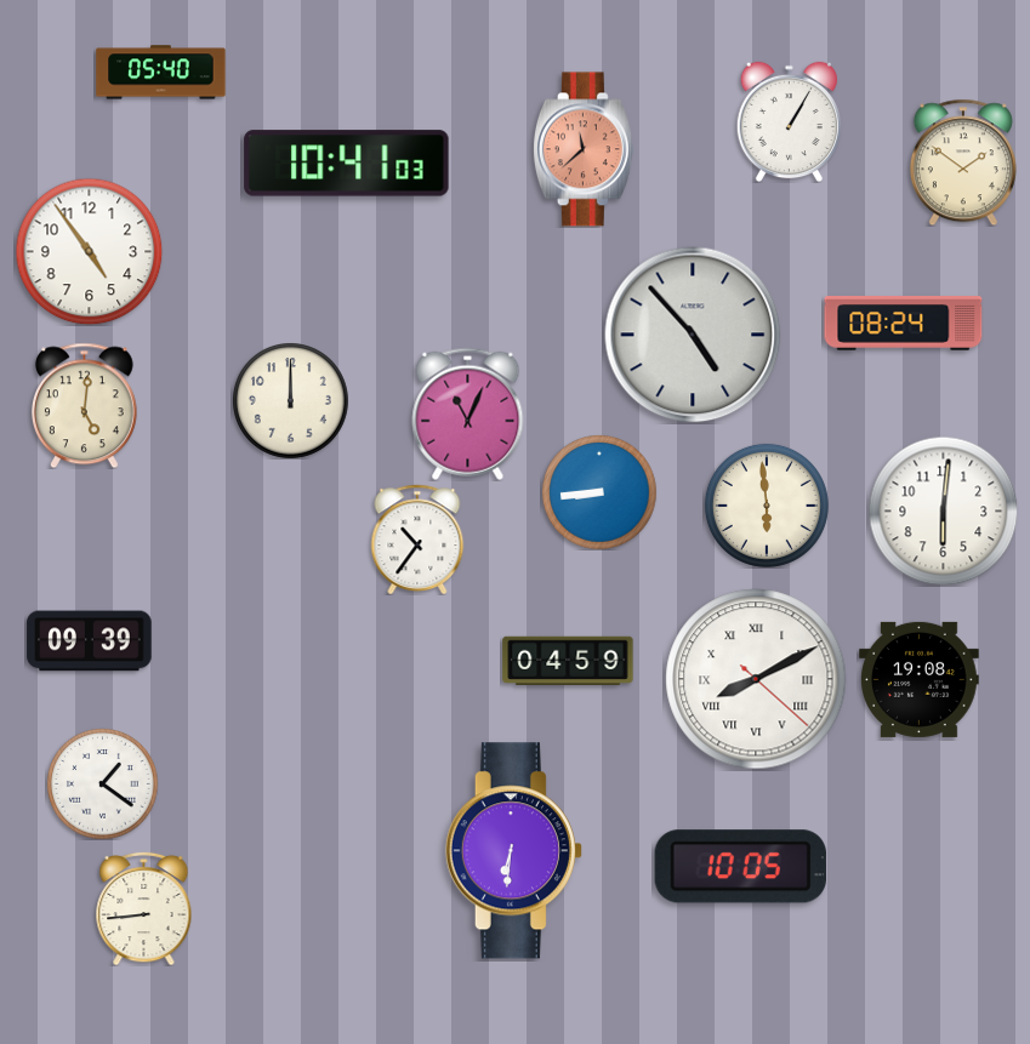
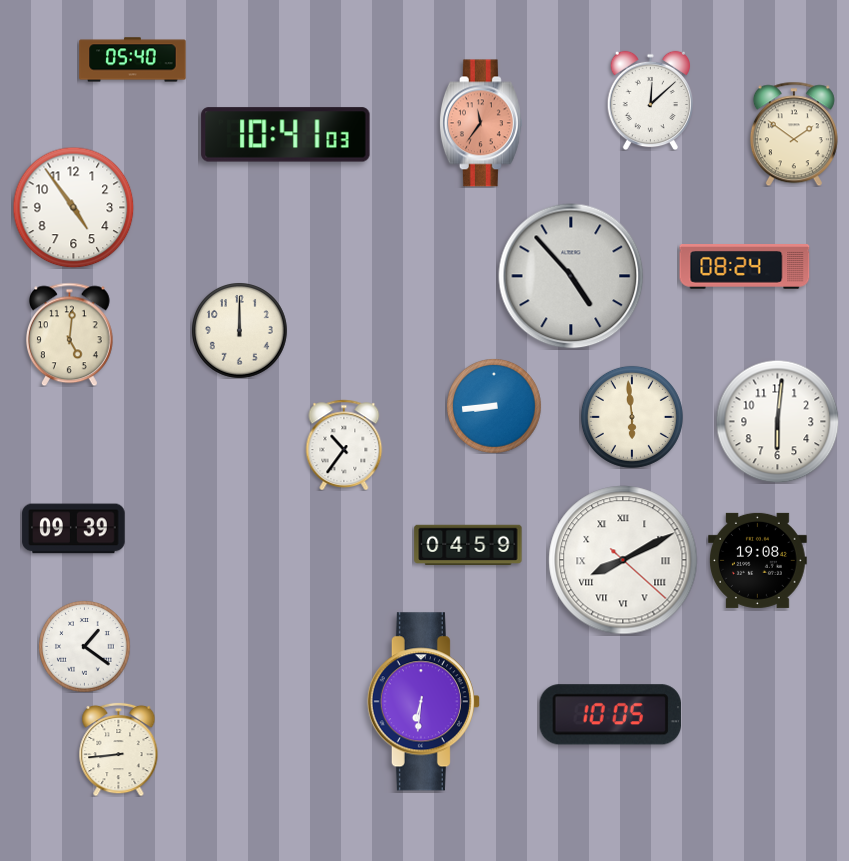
clock at (789, 121): 1:05 -> 12:08
clock at (584, 149): 11:38 -> 11:36
clock at (468, 413): 11:04 -> none
